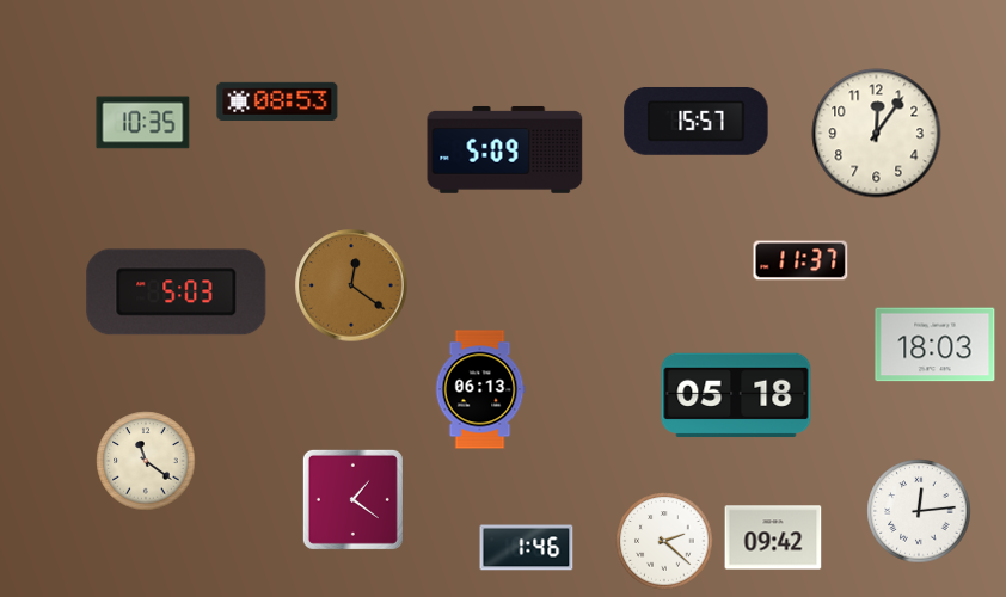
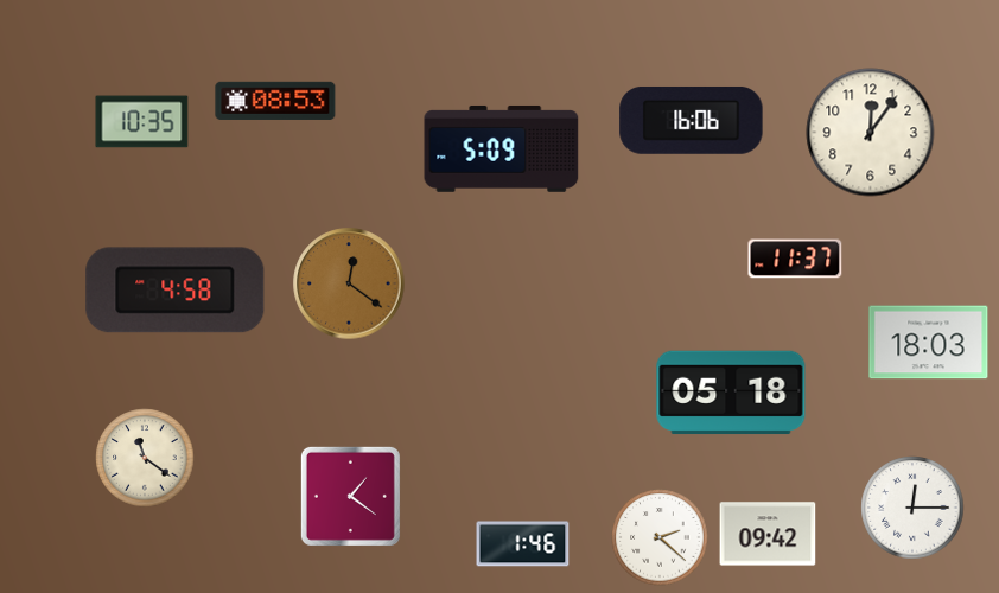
clock at (697, 122): 15:57 -> 16:06
clock at (177, 293): 5:03 -> 4:58
clock at (480, 389): 06:13 -> none
clock at (919, 511): 12:14 -> 12:15
